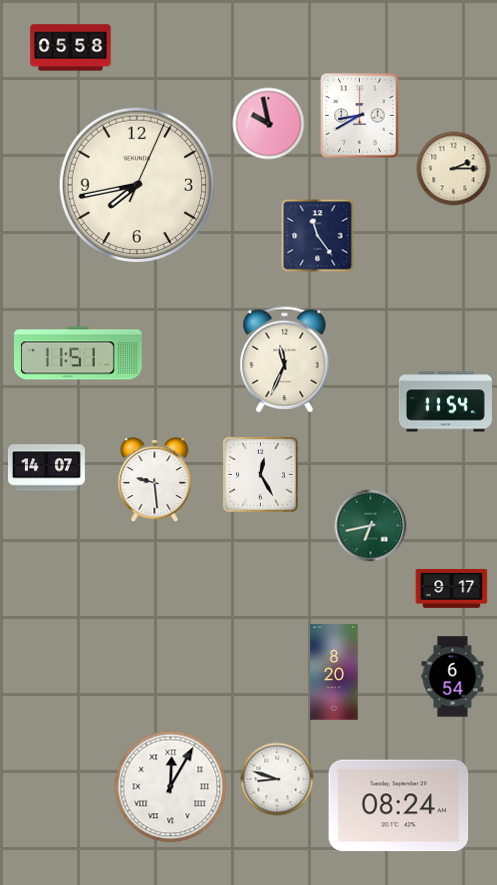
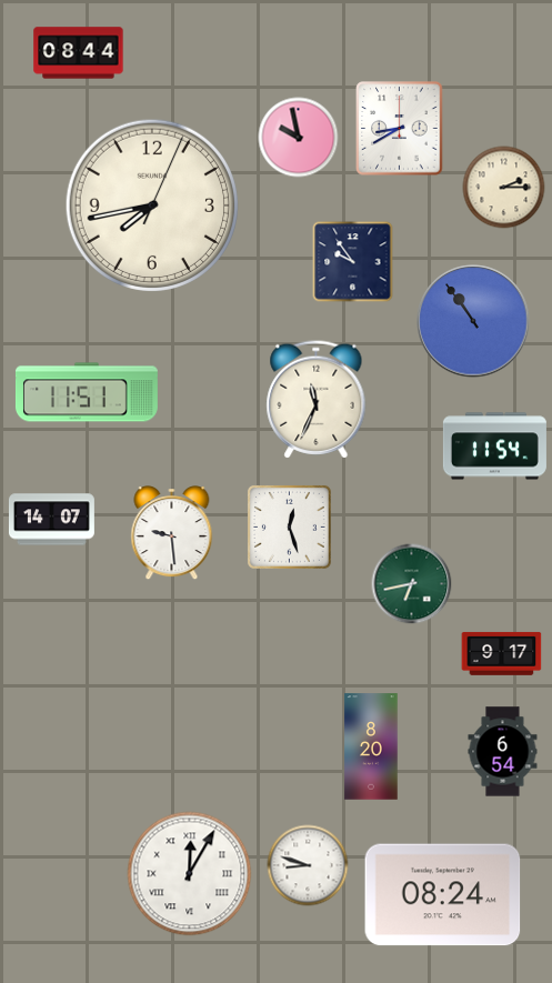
clock at (71, 48): 05:58 -> 08:44
clock at (318, 236): 11:24 -> 9:54
clock at (473, 321): none -> 10:54
clock at (260, 474): 12:25 -> 12:27
